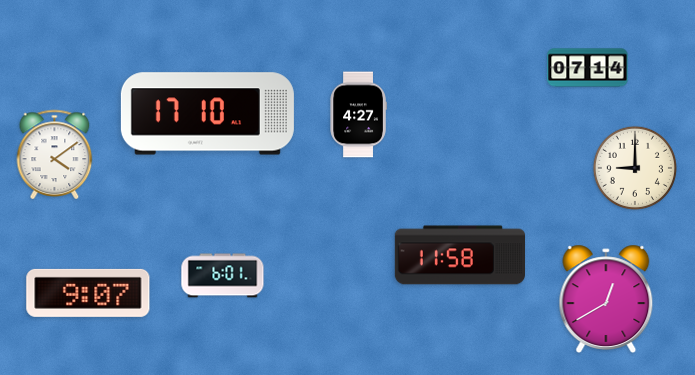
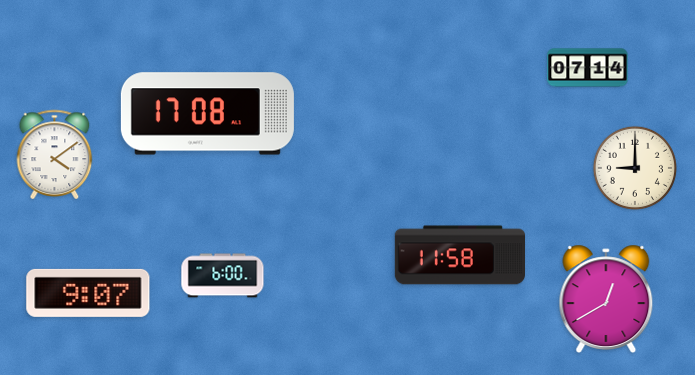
clock at (207, 114): 17:10 -> 17:08
clock at (358, 115): 4:27 -> none
clock at (223, 276): 6:01 -> 6:00
